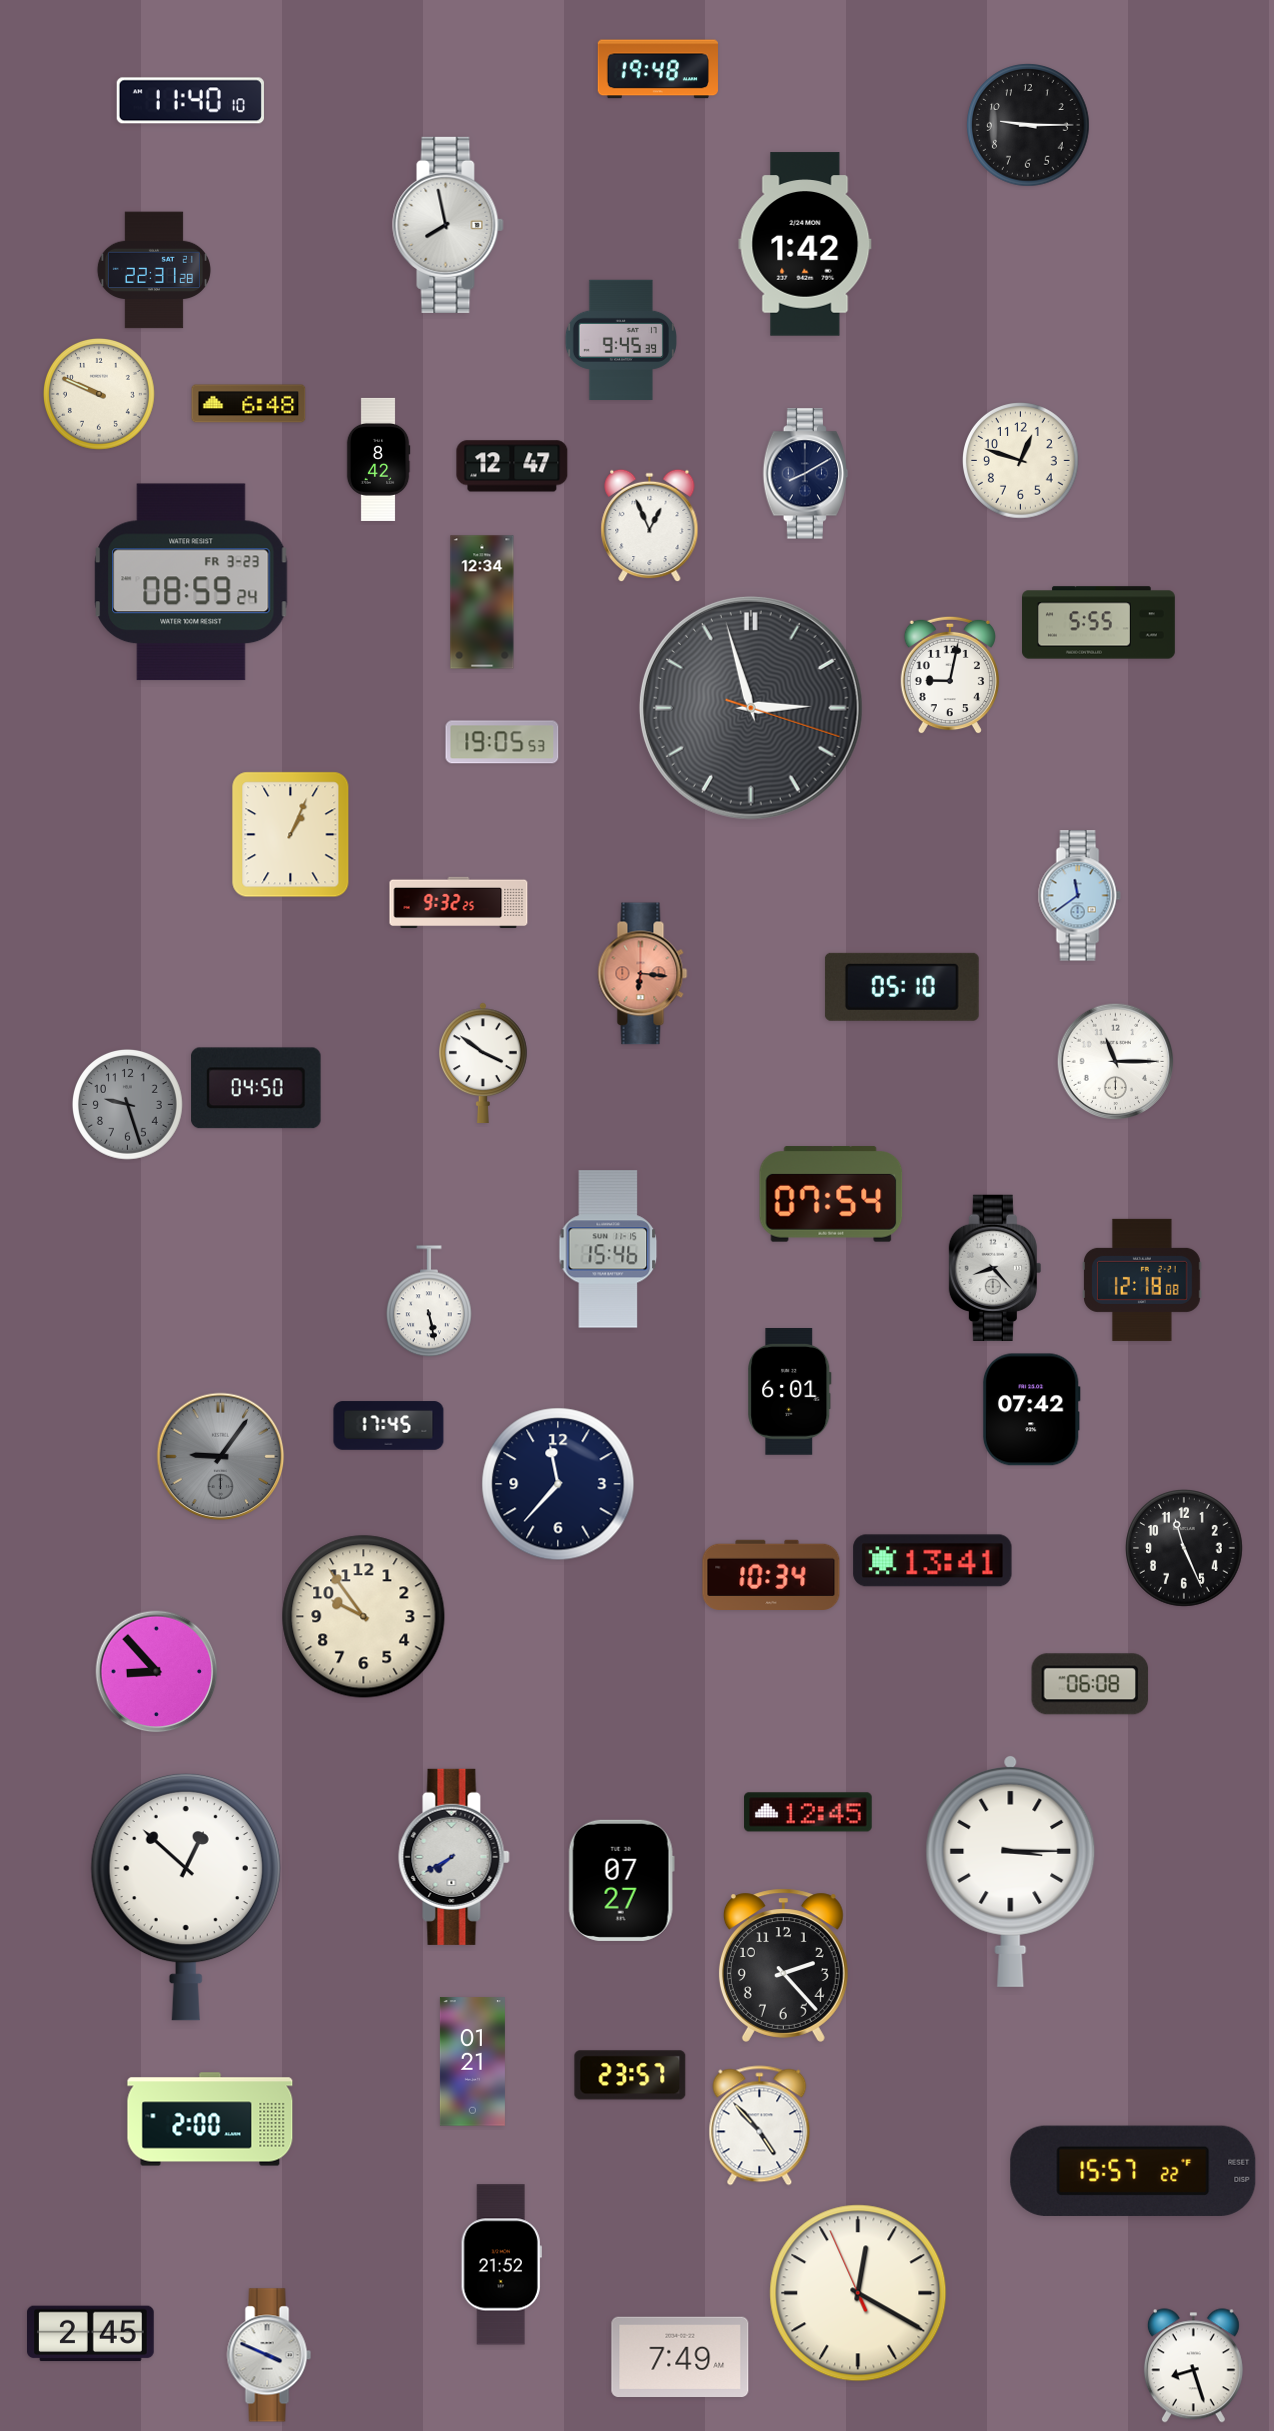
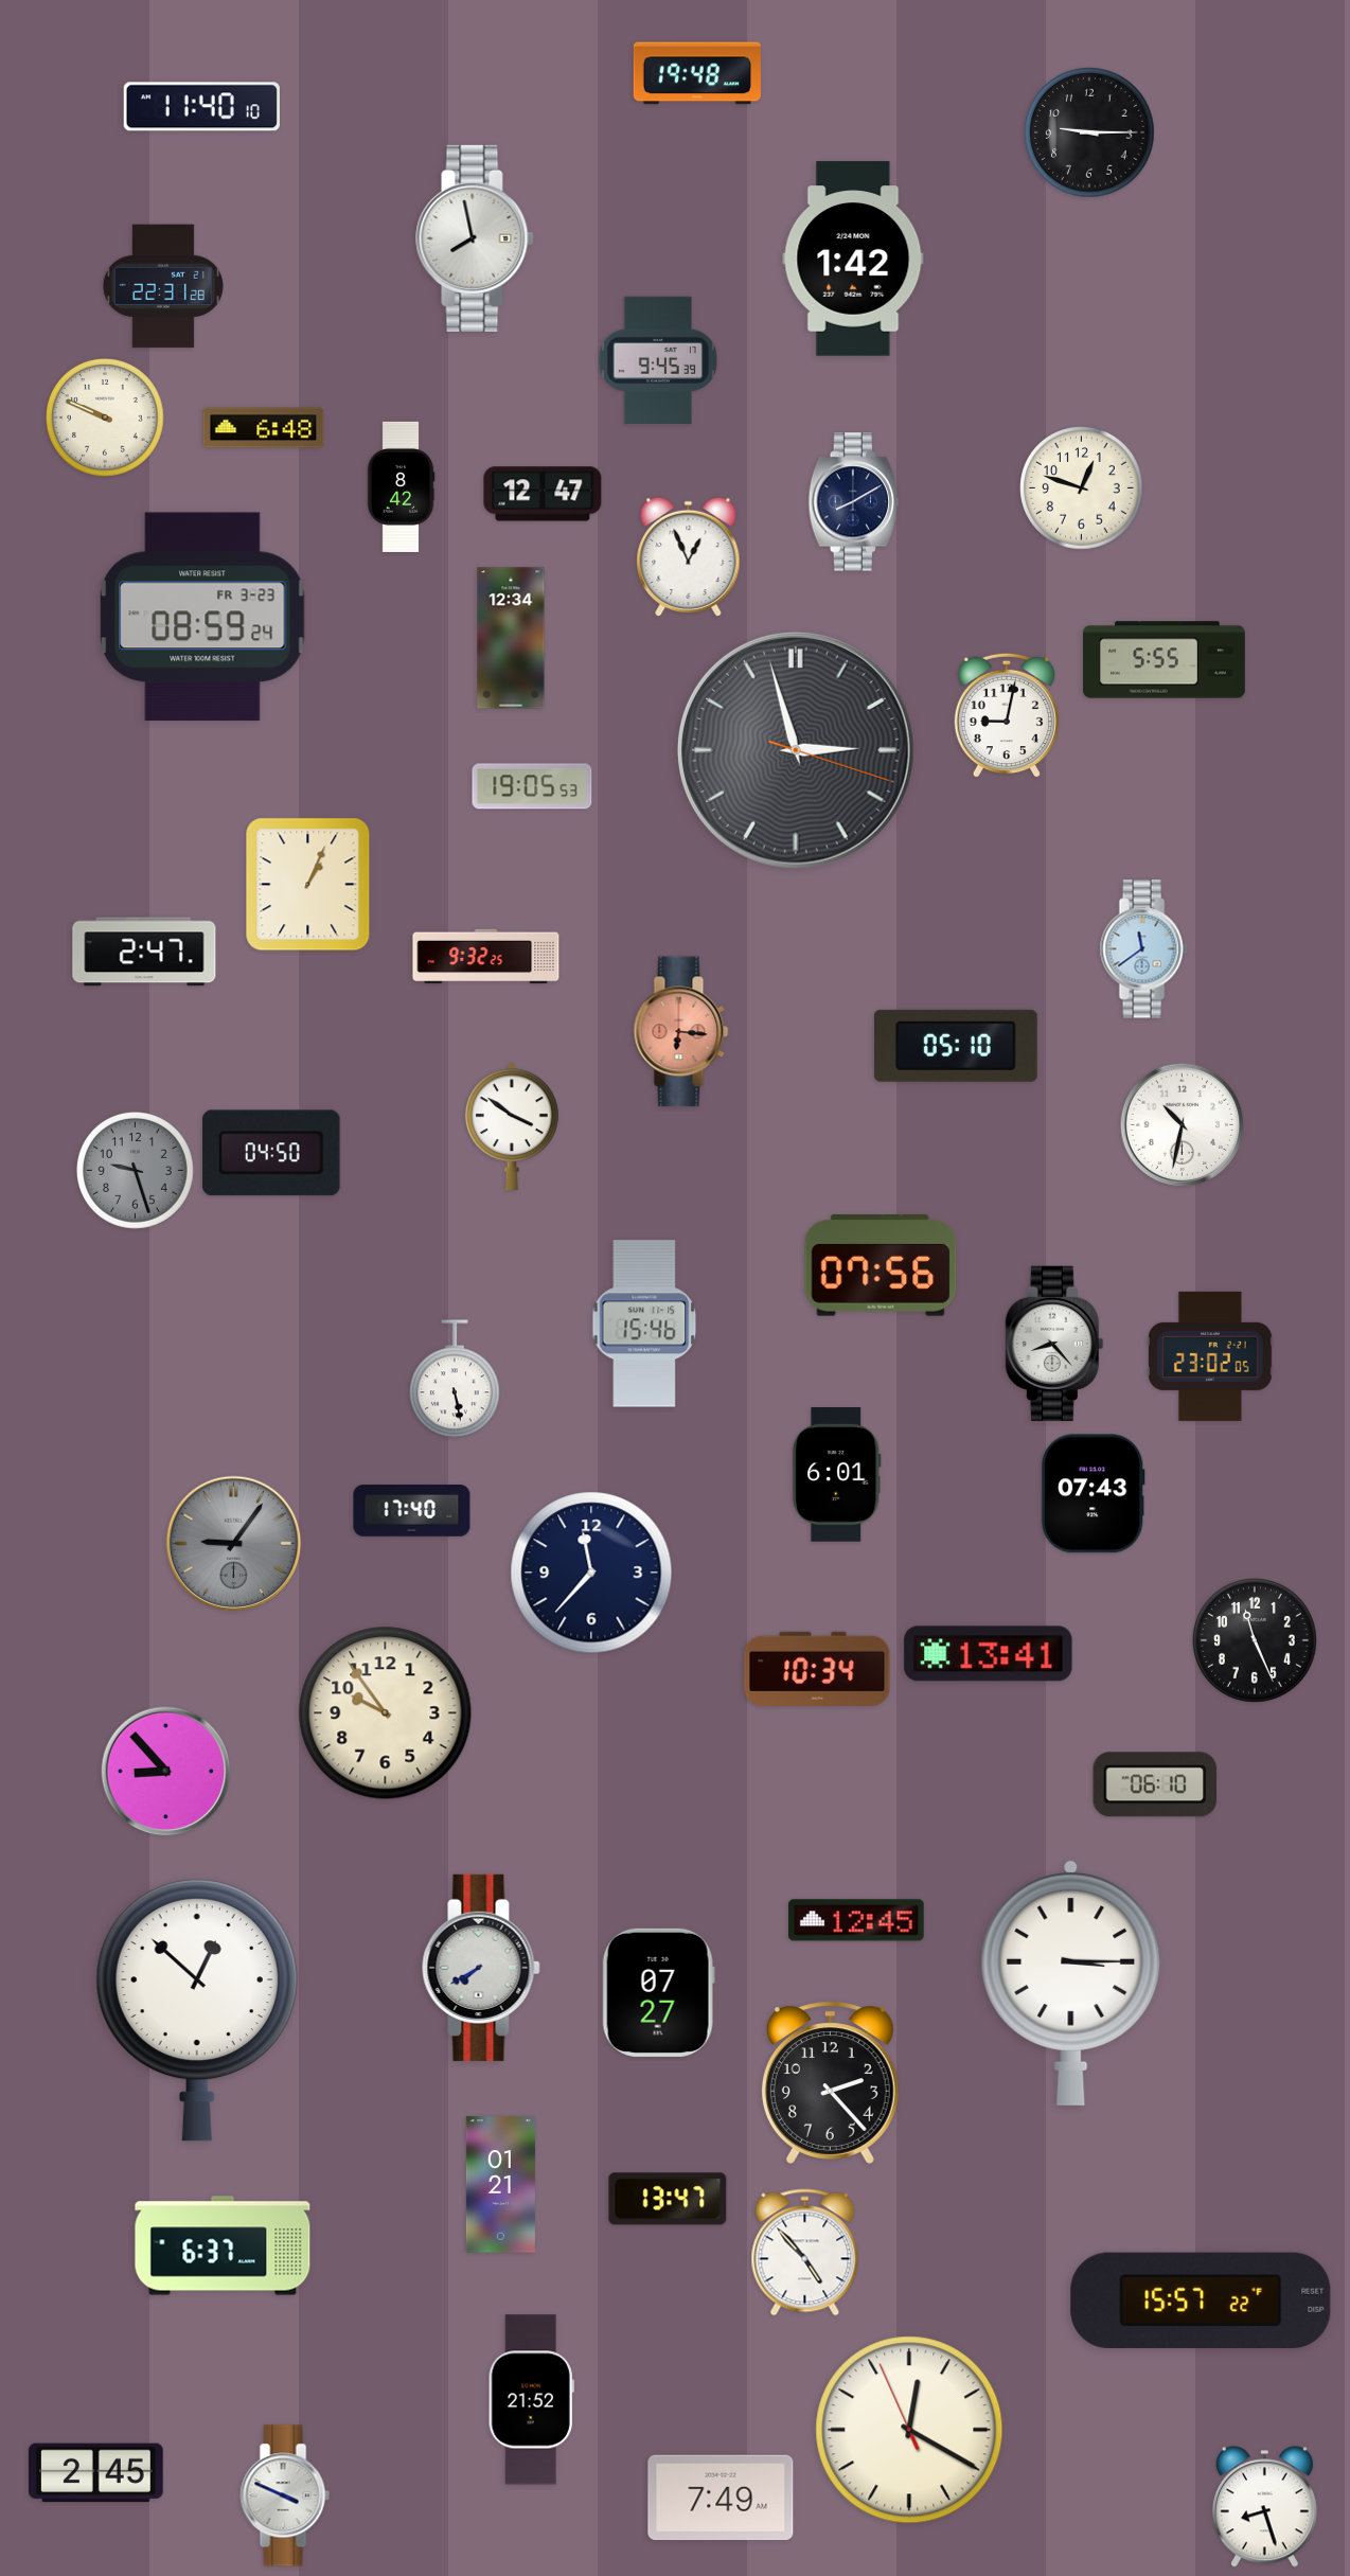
clock at (144, 952): none -> 2:47
clock at (1116, 1062): 11:15 -> 10:32
clock at (831, 1194): 07:54 -> 07:56
clock at (1142, 1280): 12:18 -> 23:02
clock at (1031, 1410): 07:42 -> 07:43
clock at (389, 1426): 17:45 -> 17:40
clock at (1090, 1684): 06:08 -> 06:10
clock at (630, 2075): 23:57 -> 13:47
clock at (210, 2119): 2:00 -> 6:37
